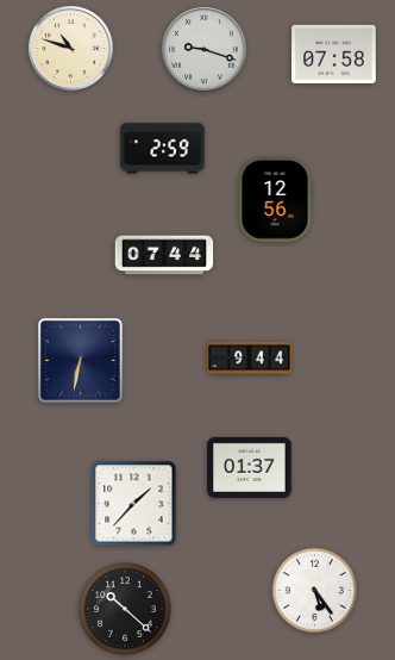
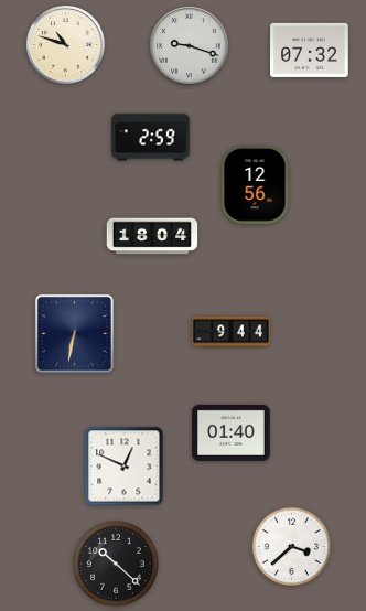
clock at (334, 54): 07:58 -> 07:32
clock at (164, 255): 07:44 -> 18:04
clock at (250, 467): 01:37 -> 01:40
clock at (134, 504): 1:37 -> 12:49
clock at (314, 590): 5:24 -> 3:38
